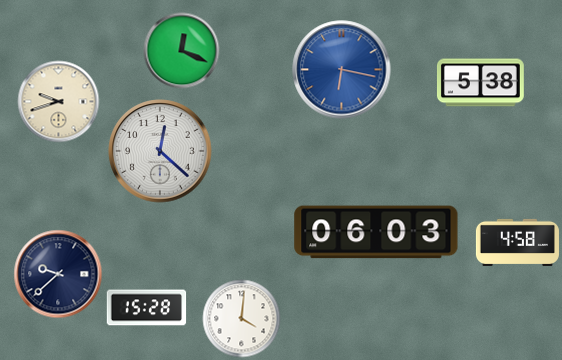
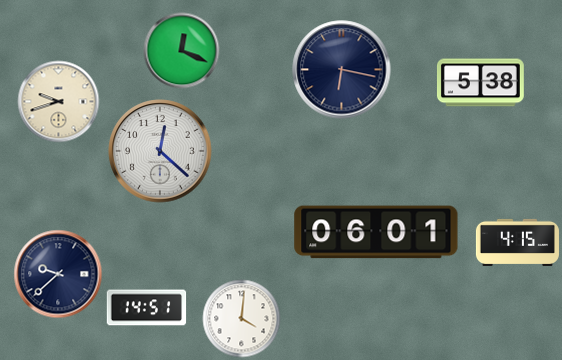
clock at (342, 70) dial: blue -> navy
clock at (376, 232): 06:03 -> 06:01
clock at (517, 242): 4:58 -> 4:15
clock at (147, 308): 15:28 -> 14:51
